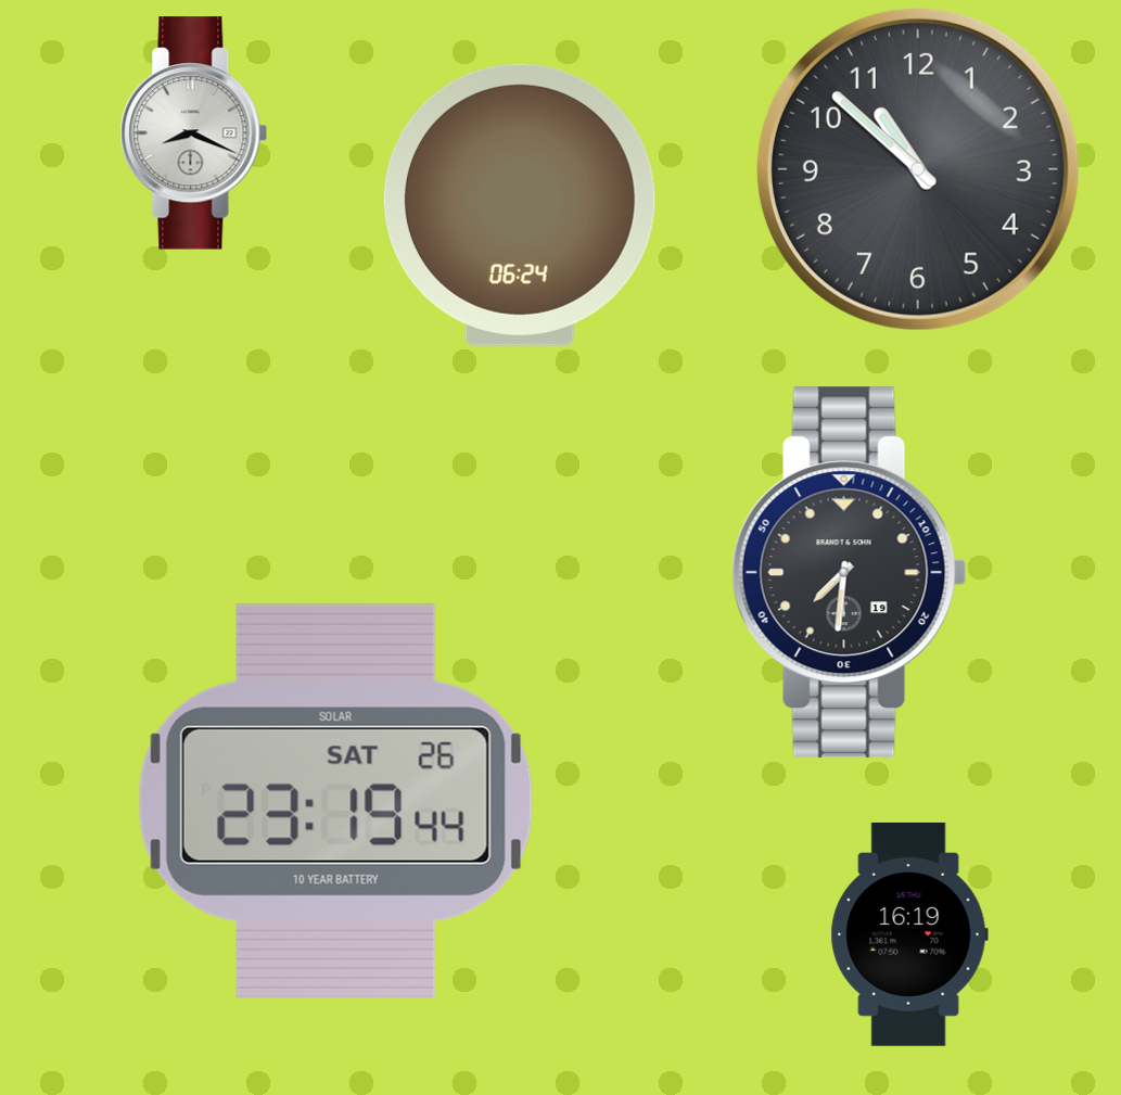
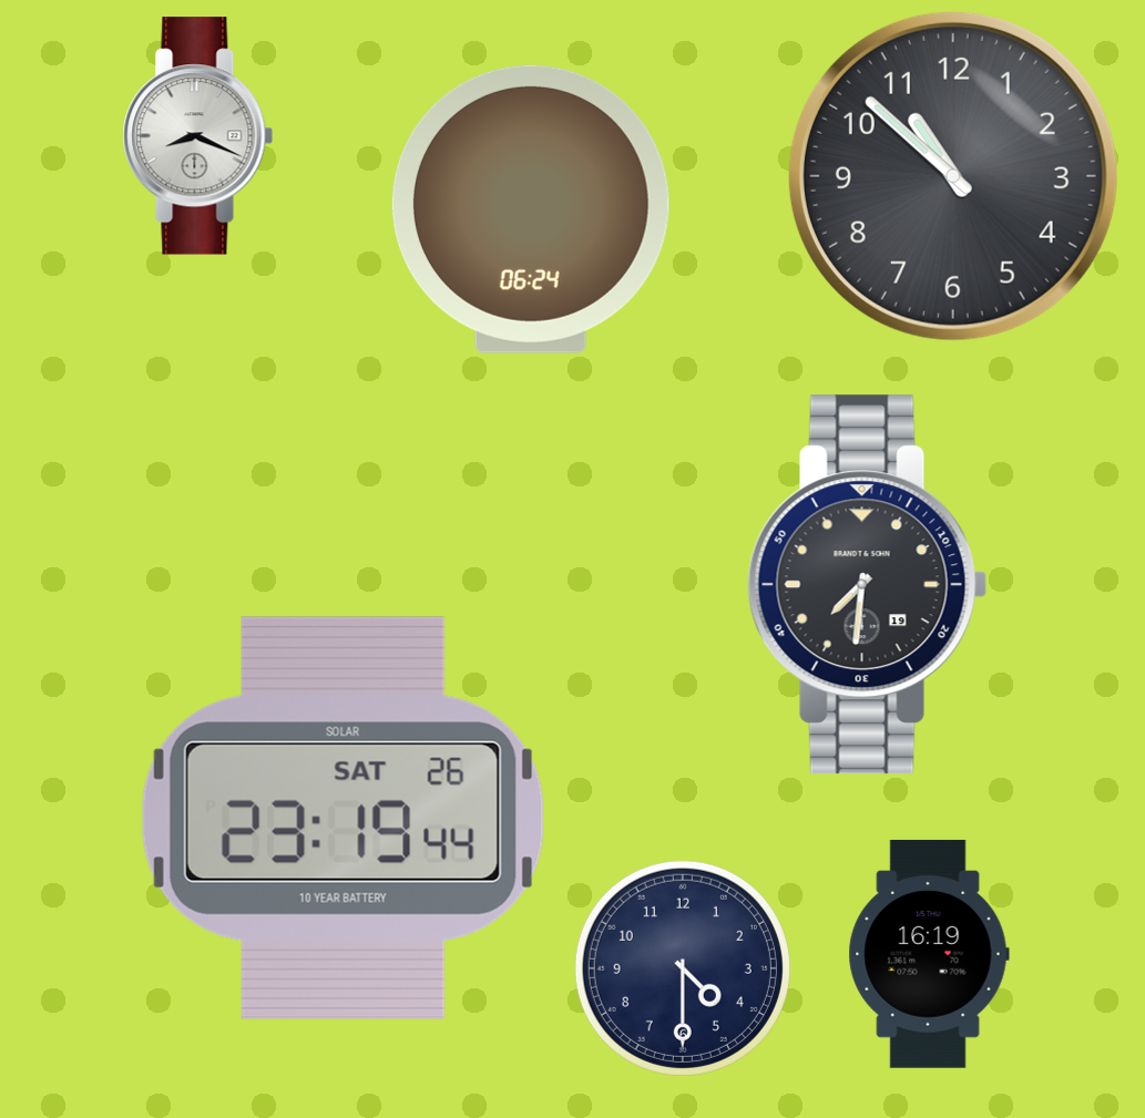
clock at (918, 169) position: (918, 169) -> (953, 176)
clock at (683, 968): none -> 4:30
